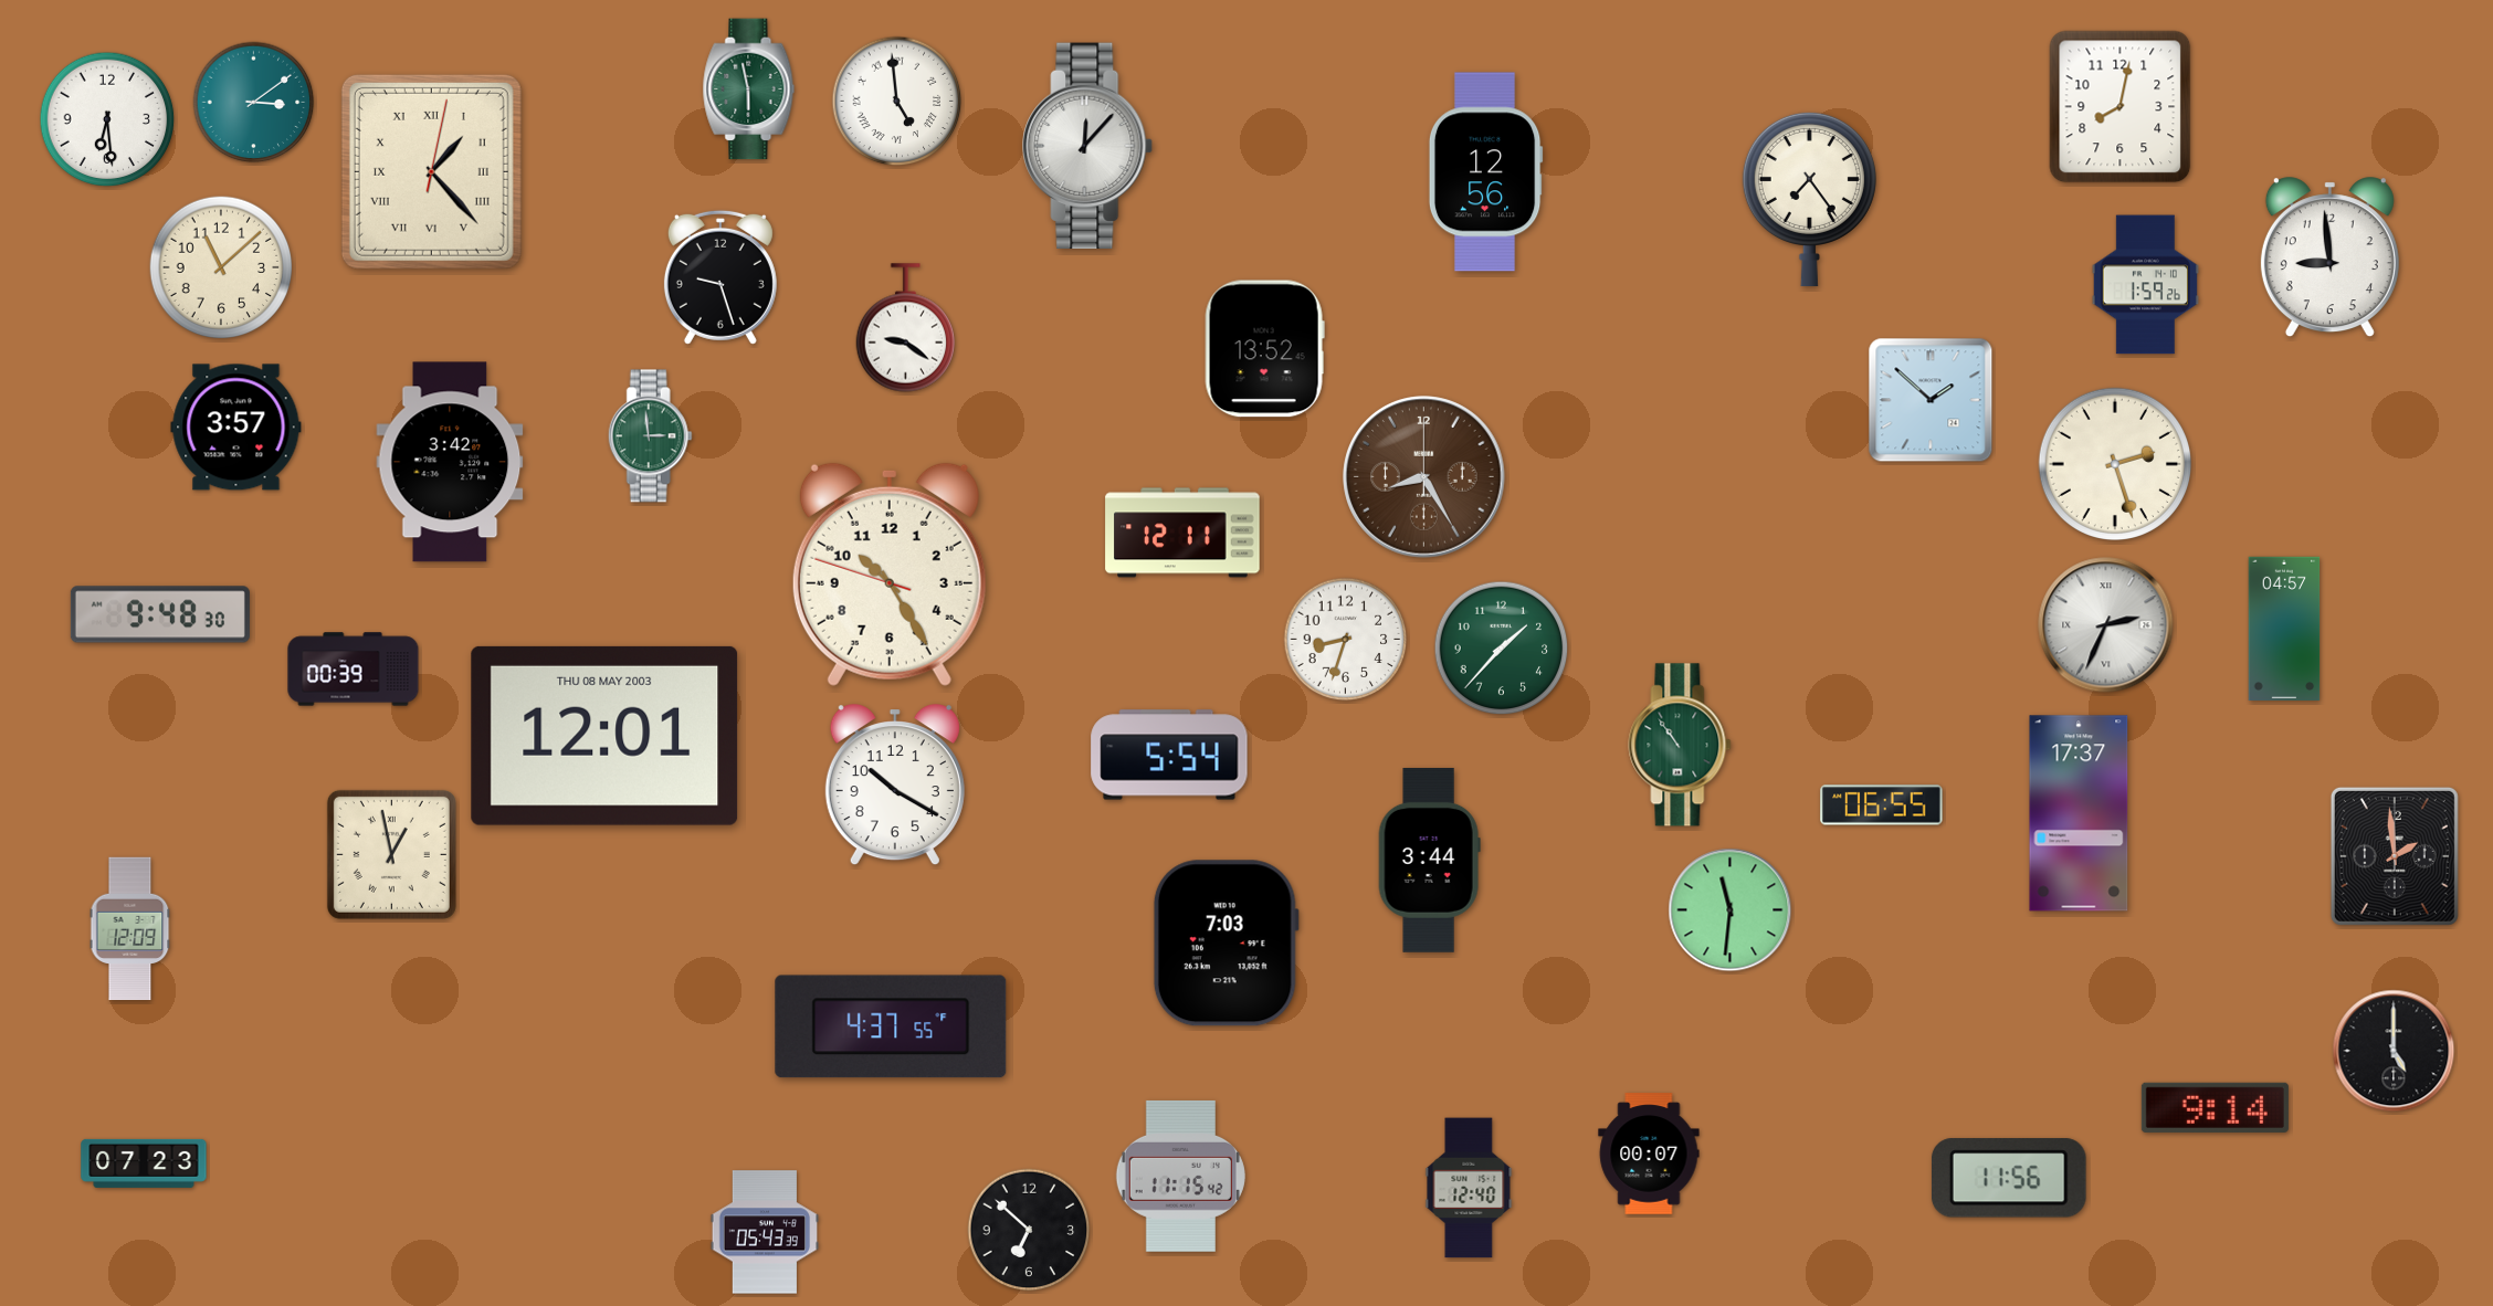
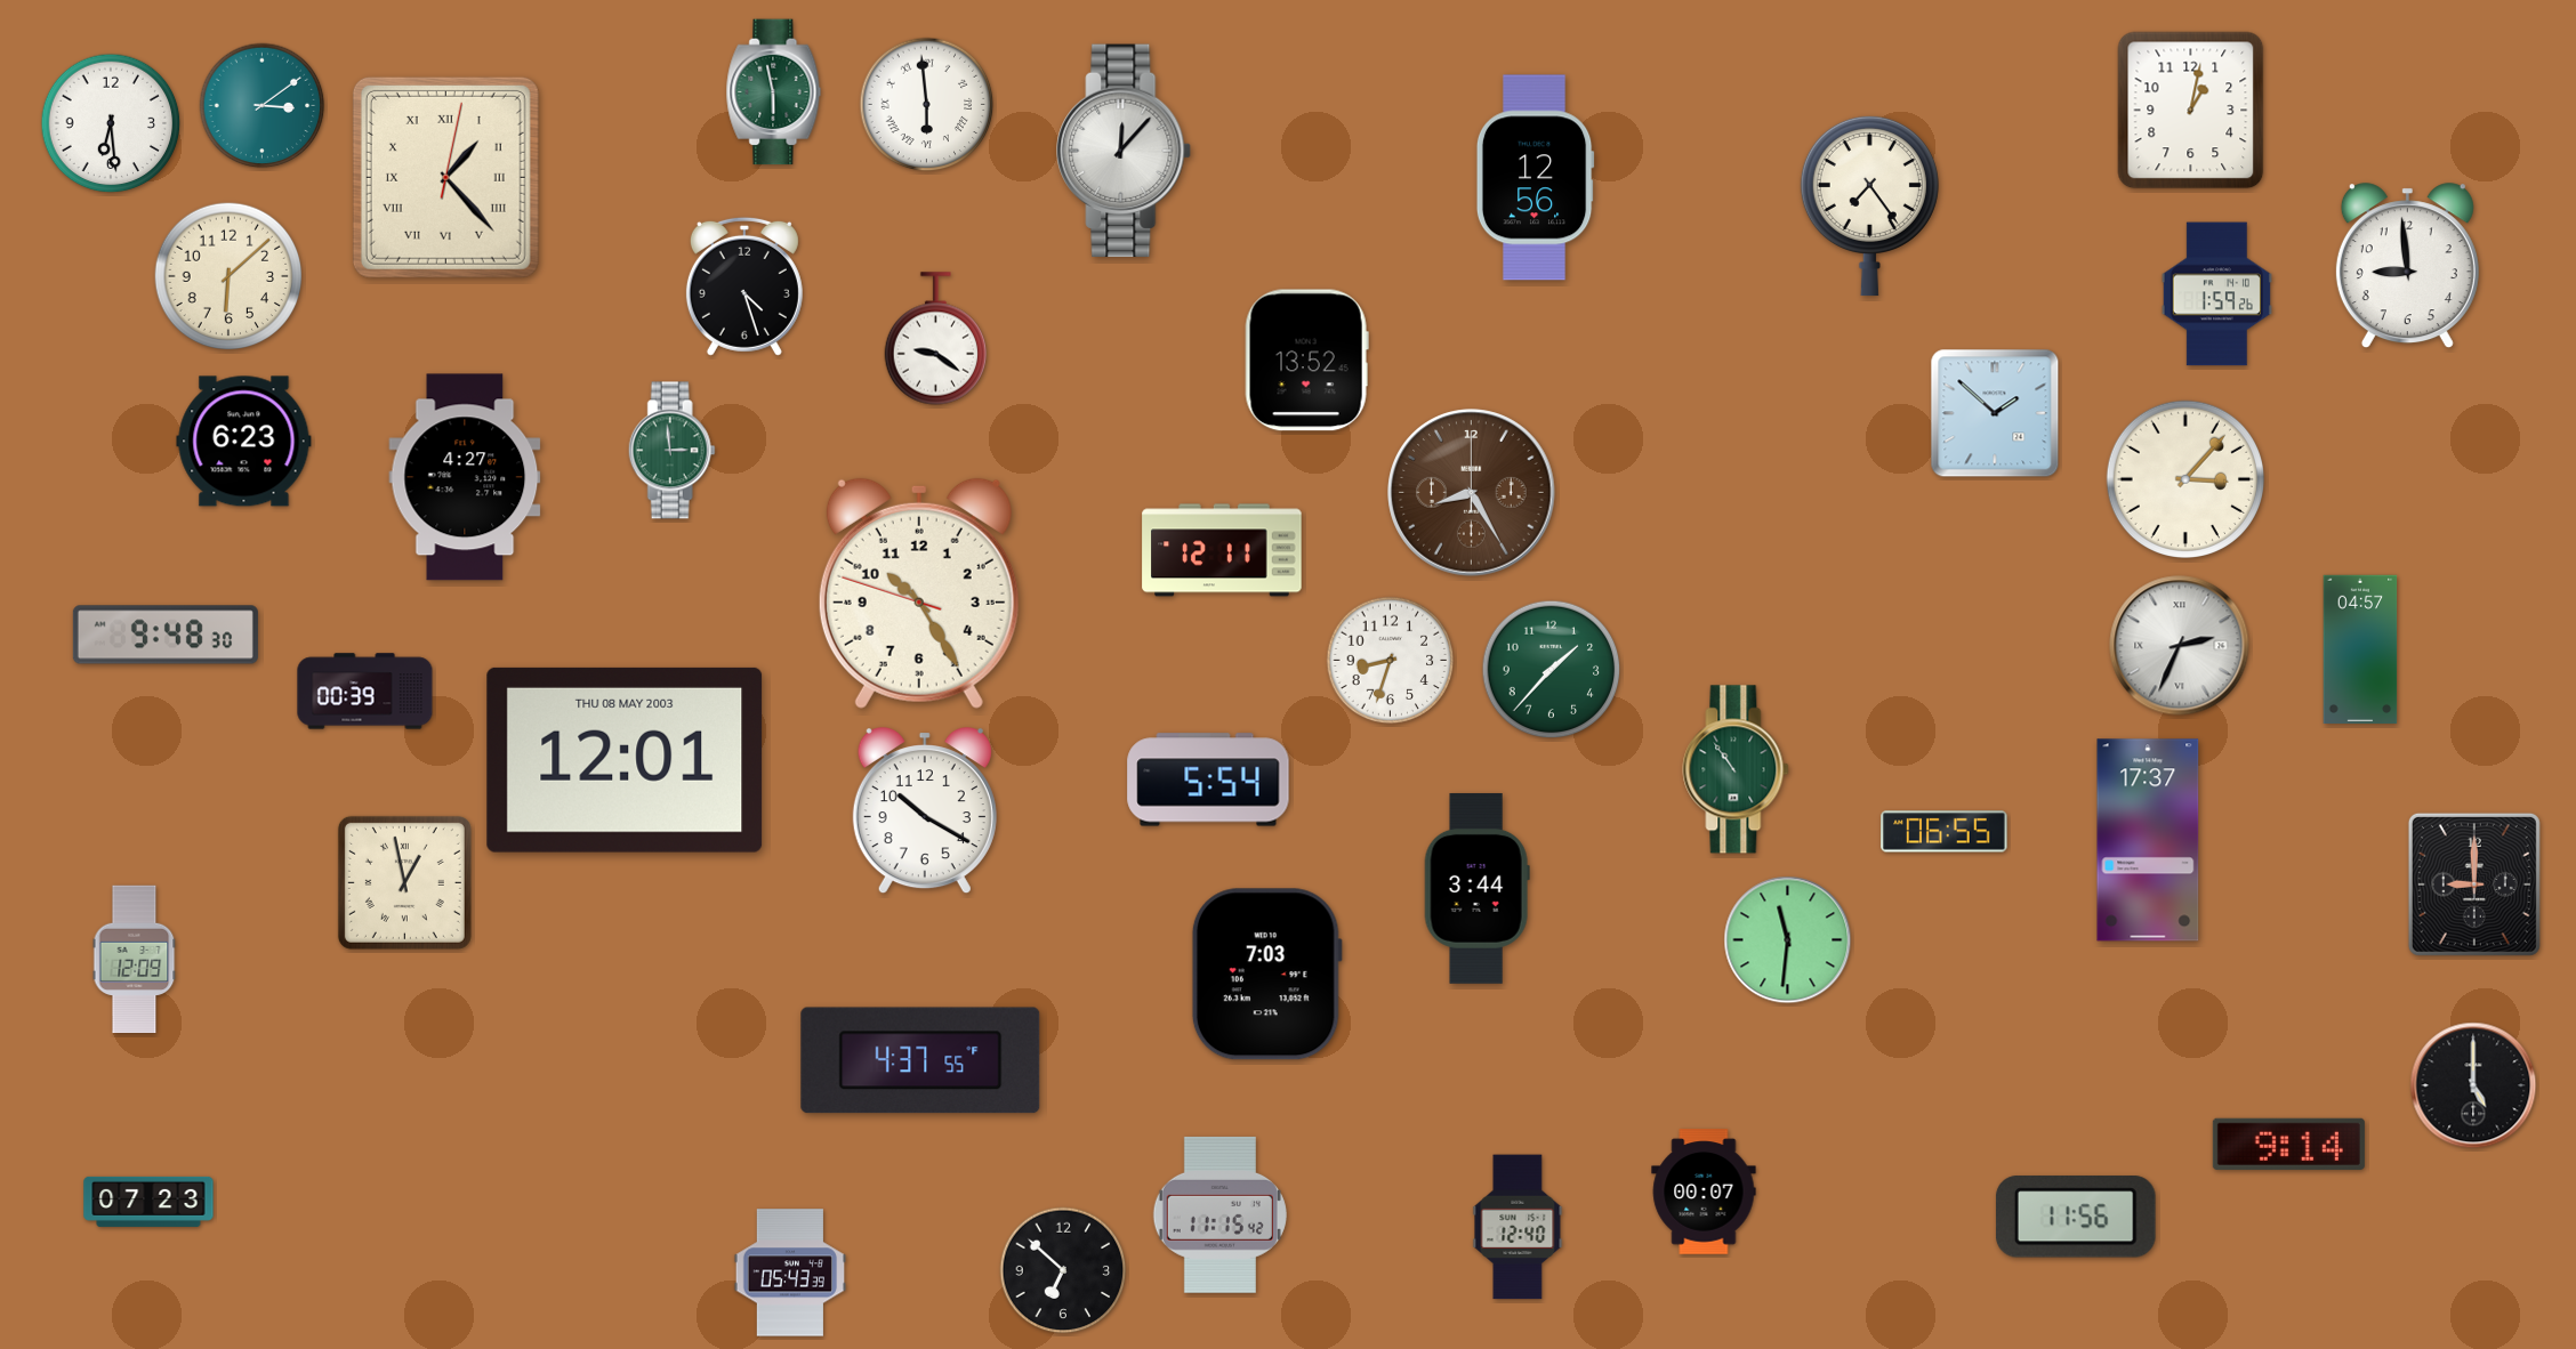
clock at (897, 102): 4:59 -> 5:59
clock at (2121, 107): 8:02 -> 1:02
clock at (221, 267): 11:08 -> 6:08
clock at (720, 277): 9:27 -> 4:27
clock at (236, 428): 3:57 -> 6:23
clock at (450, 462): 3:42 -> 4:27
clock at (2114, 463): 2:27 -> 3:07
clock at (2106, 625) position: (2106, 625) -> (2180, 646)
clock at (2395, 856): 1:59 -> 9:00
